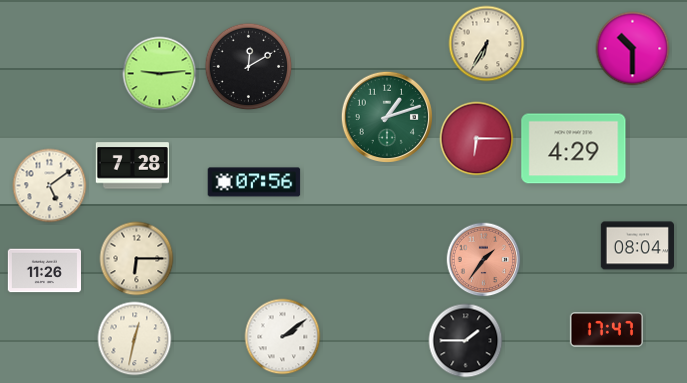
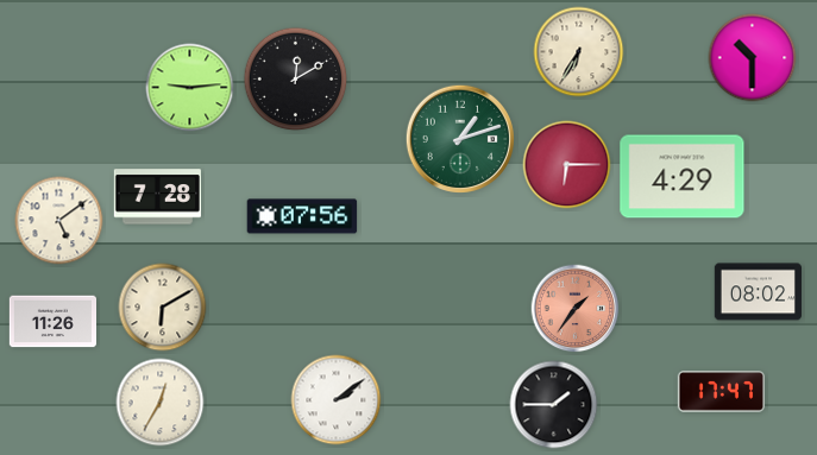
clock at (637, 246): 08:04 -> 08:02
clock at (137, 259): 6:15 -> 6:10
clock at (135, 339): 12:32 -> 12:35
